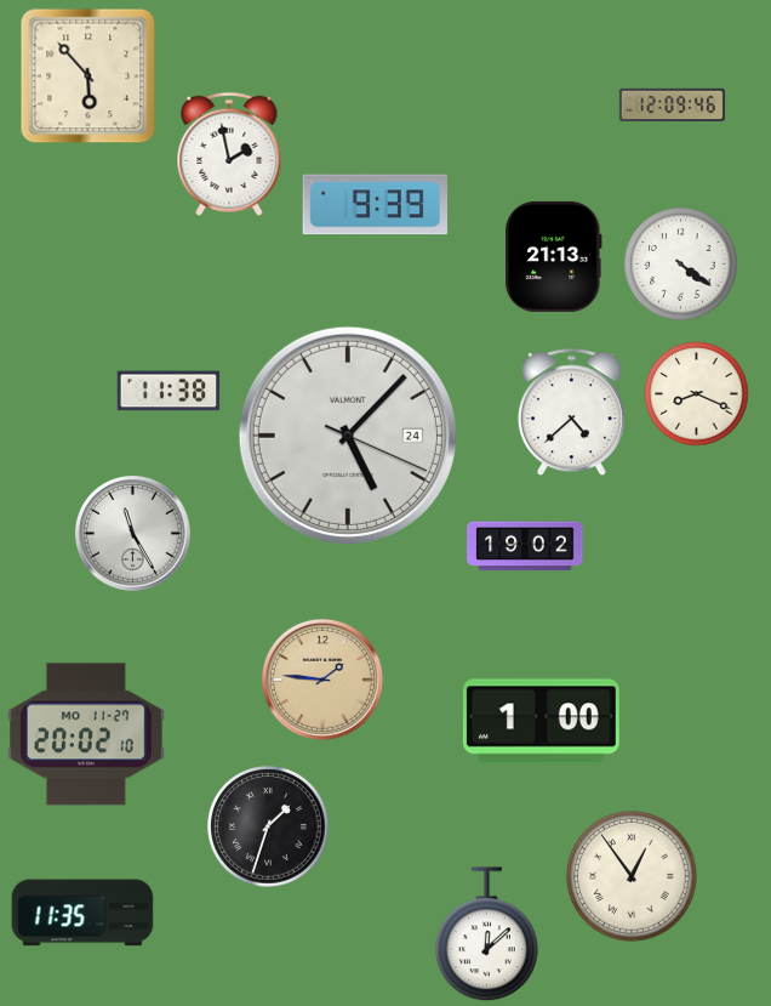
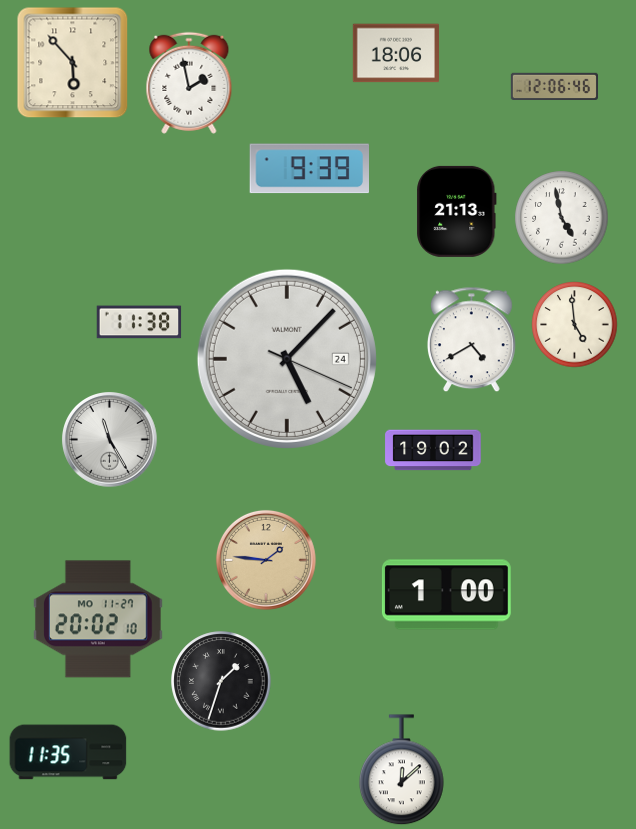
clock at (395, 53): none -> 18:06
clock at (672, 106): 12:09 -> 12:06
clock at (229, 154) position: (229, 154) -> (189, 83)
clock at (681, 265): 4:21 -> 4:58
clock at (697, 394): 8:19 -> 4:59
clock at (571, 413): 4:38 -> 4:40
clock at (86, 734) position: (86, 734) -> (98, 619)
clock at (632, 876): 12:54 -> none
